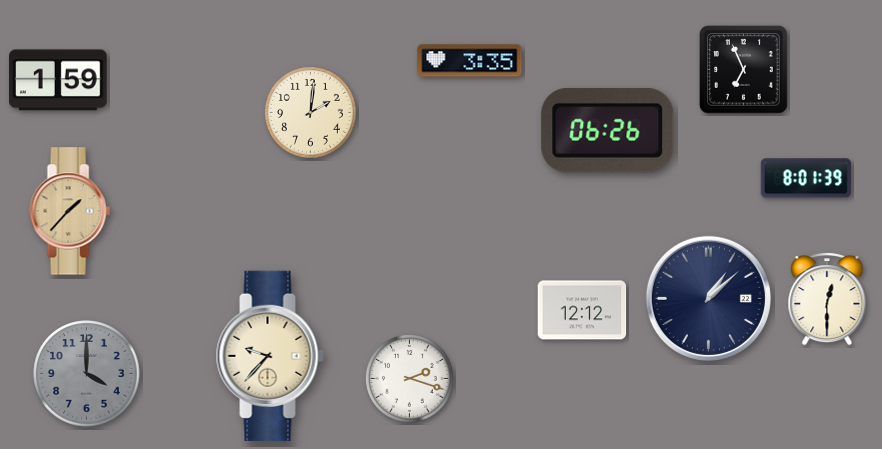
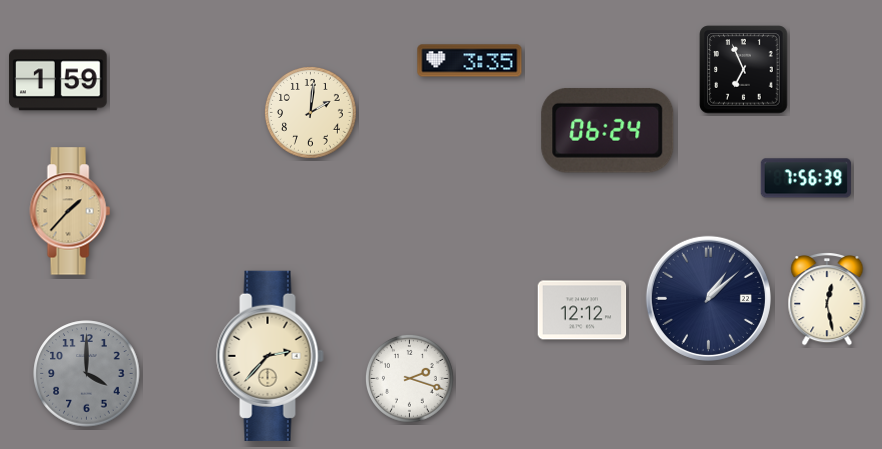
clock at (608, 130): 06:26 -> 06:24
clock at (805, 178): 8:01 -> 7:56
clock at (827, 300): 12:30 -> 12:28
clock at (270, 356): 9:37 -> 2:37
